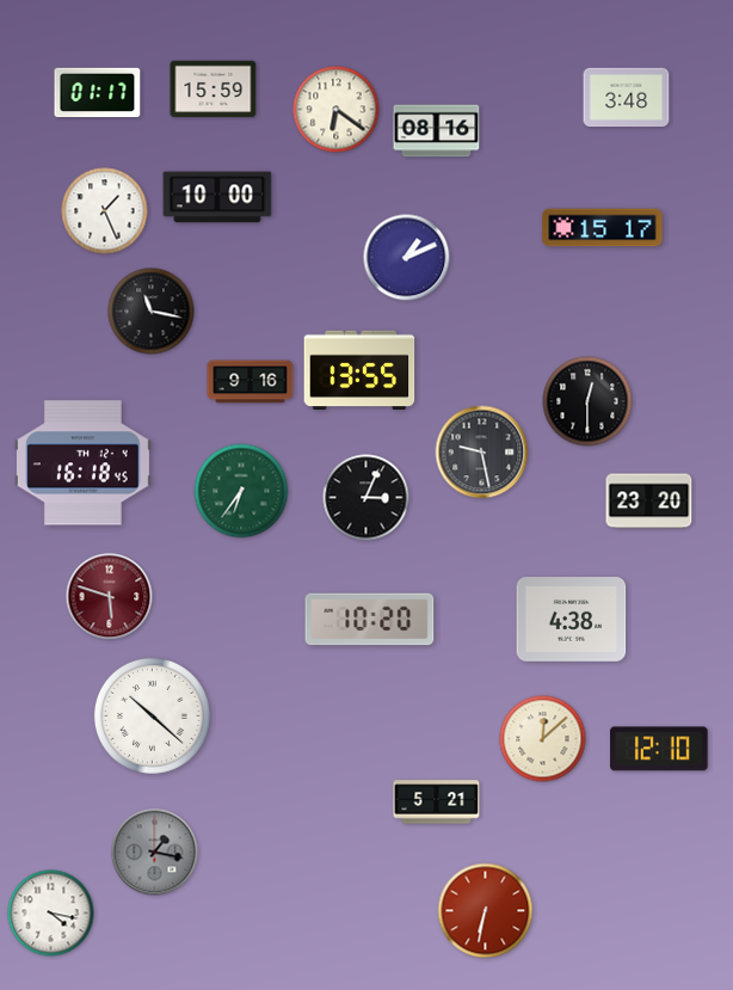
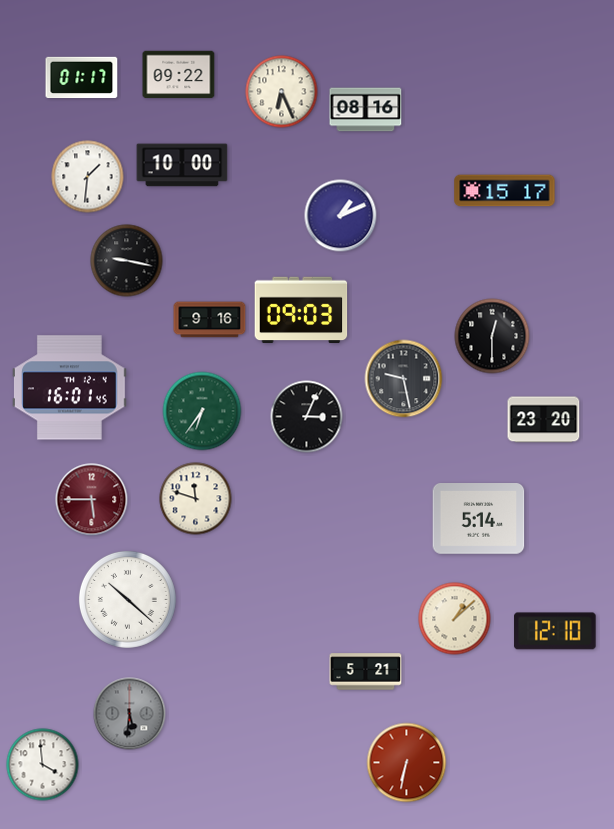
clock at (214, 90): 15:59 -> 09:22
clock at (627, 98): 3:48 -> none
clock at (337, 110): 6:21 -> 6:26
clock at (105, 211): 1:26 -> 1:31
clock at (152, 312): 11:17 -> 9:17
clock at (359, 370): 13:55 -> 09:03
clock at (82, 463): 16:18 -> 16:01
clock at (196, 499): none -> 11:48
clock at (110, 597): 5:48 -> 5:45
clock at (370, 620): 10:20 -> none
clock at (572, 620): 4:38 -> 5:14
clock at (543, 739): 12:08 -> 1:08
clock at (659, 749) position: (659, 749) -> (555, 631)
clock at (155, 853): 1:17 -> 5:31
clock at (51, 914): 4:17 -> 3:59
